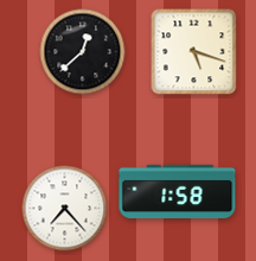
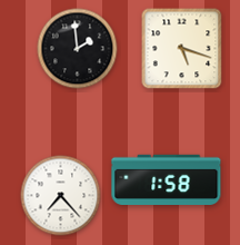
clock at (83, 52): 12:38 -> 1:59
